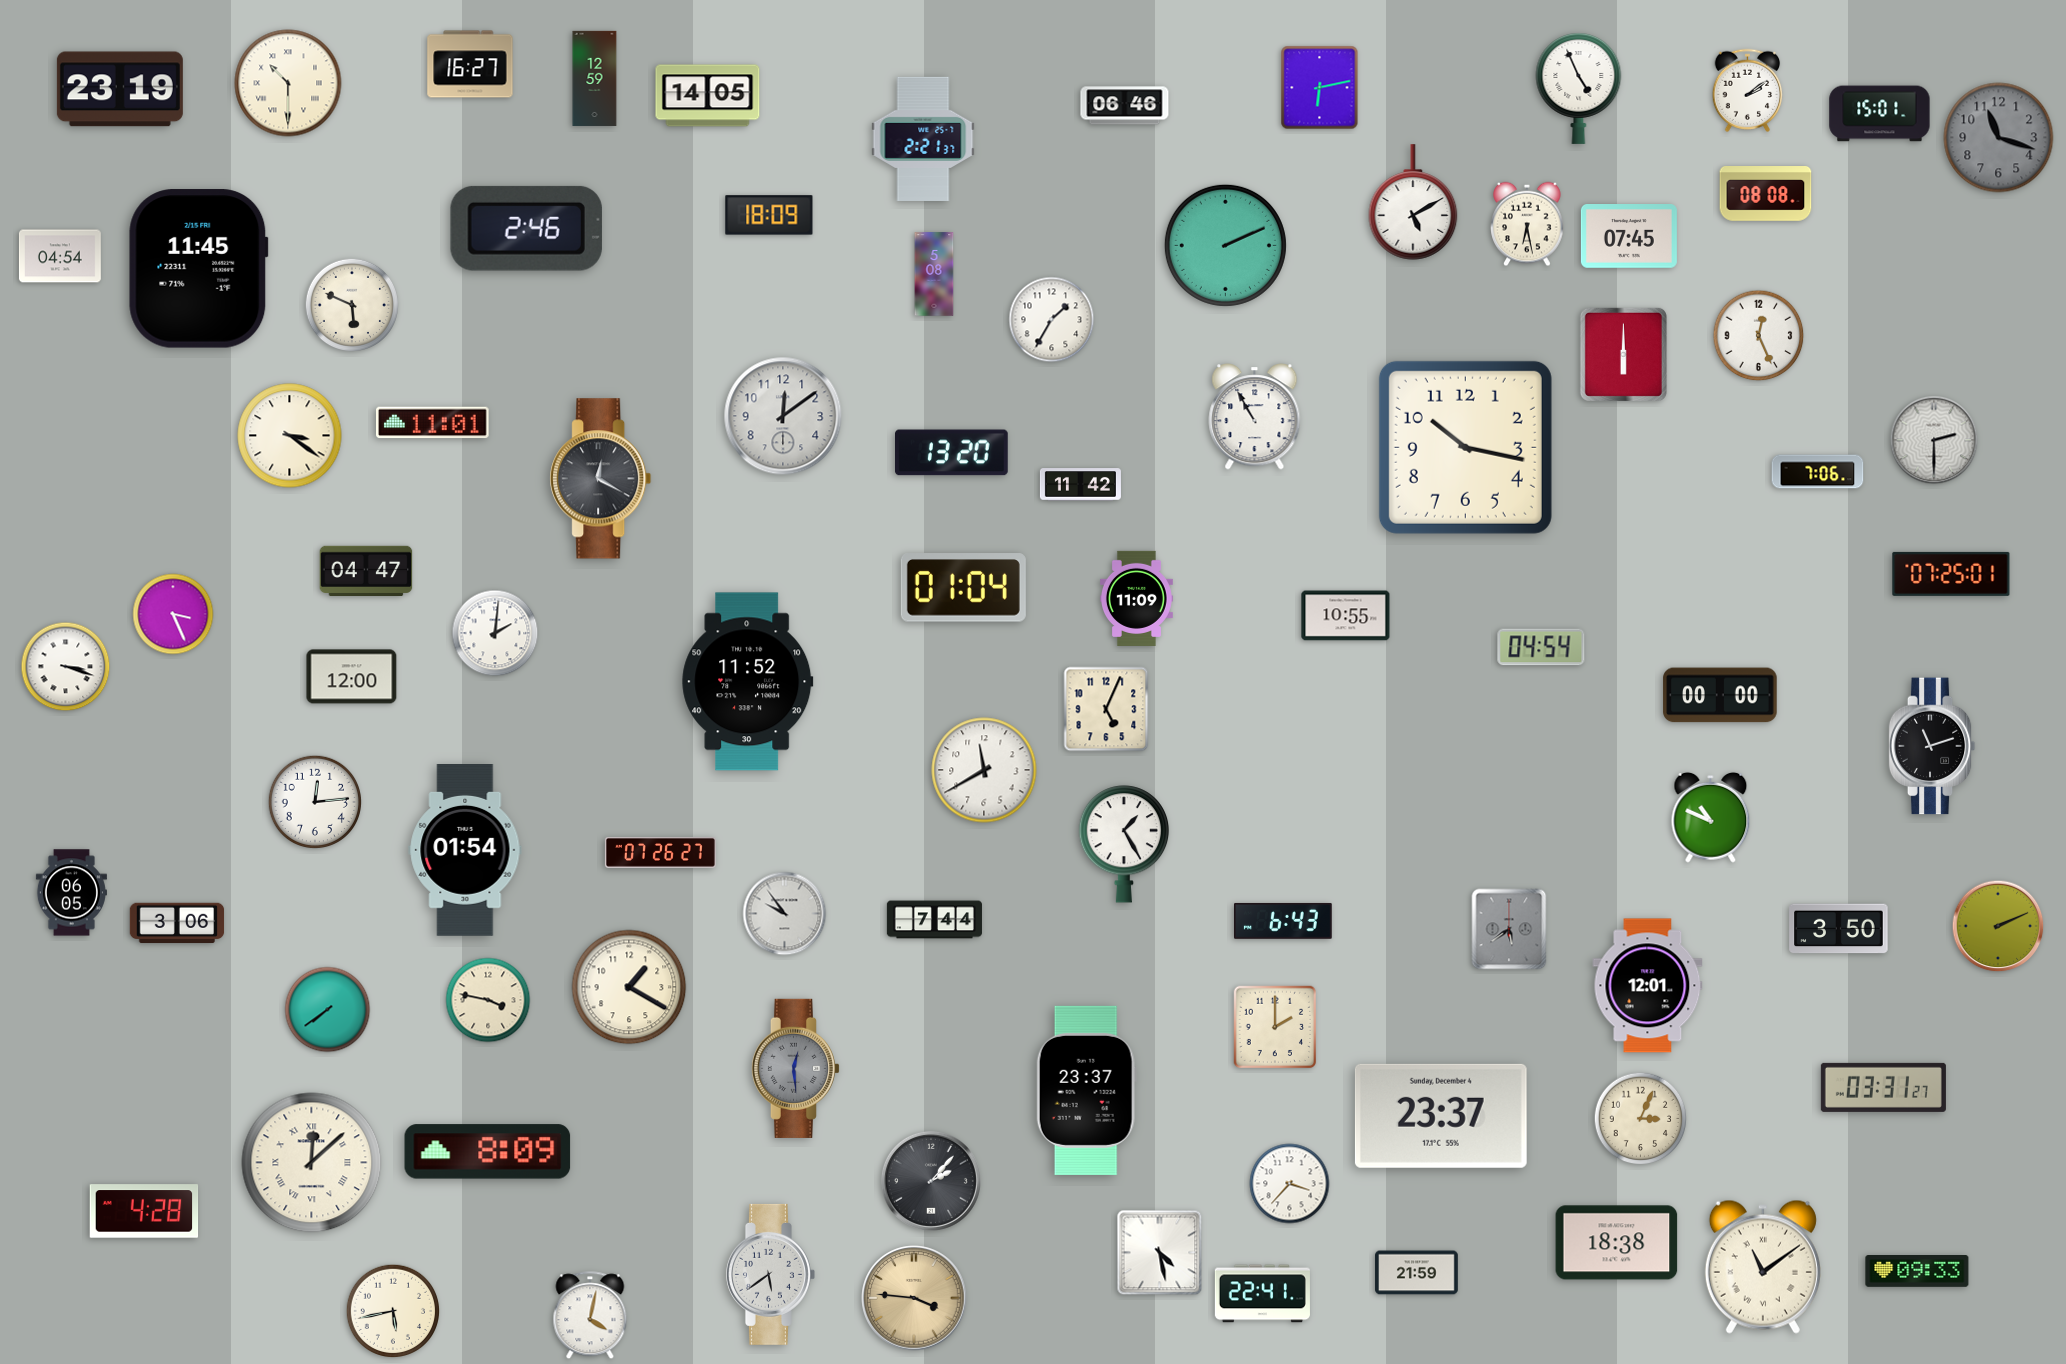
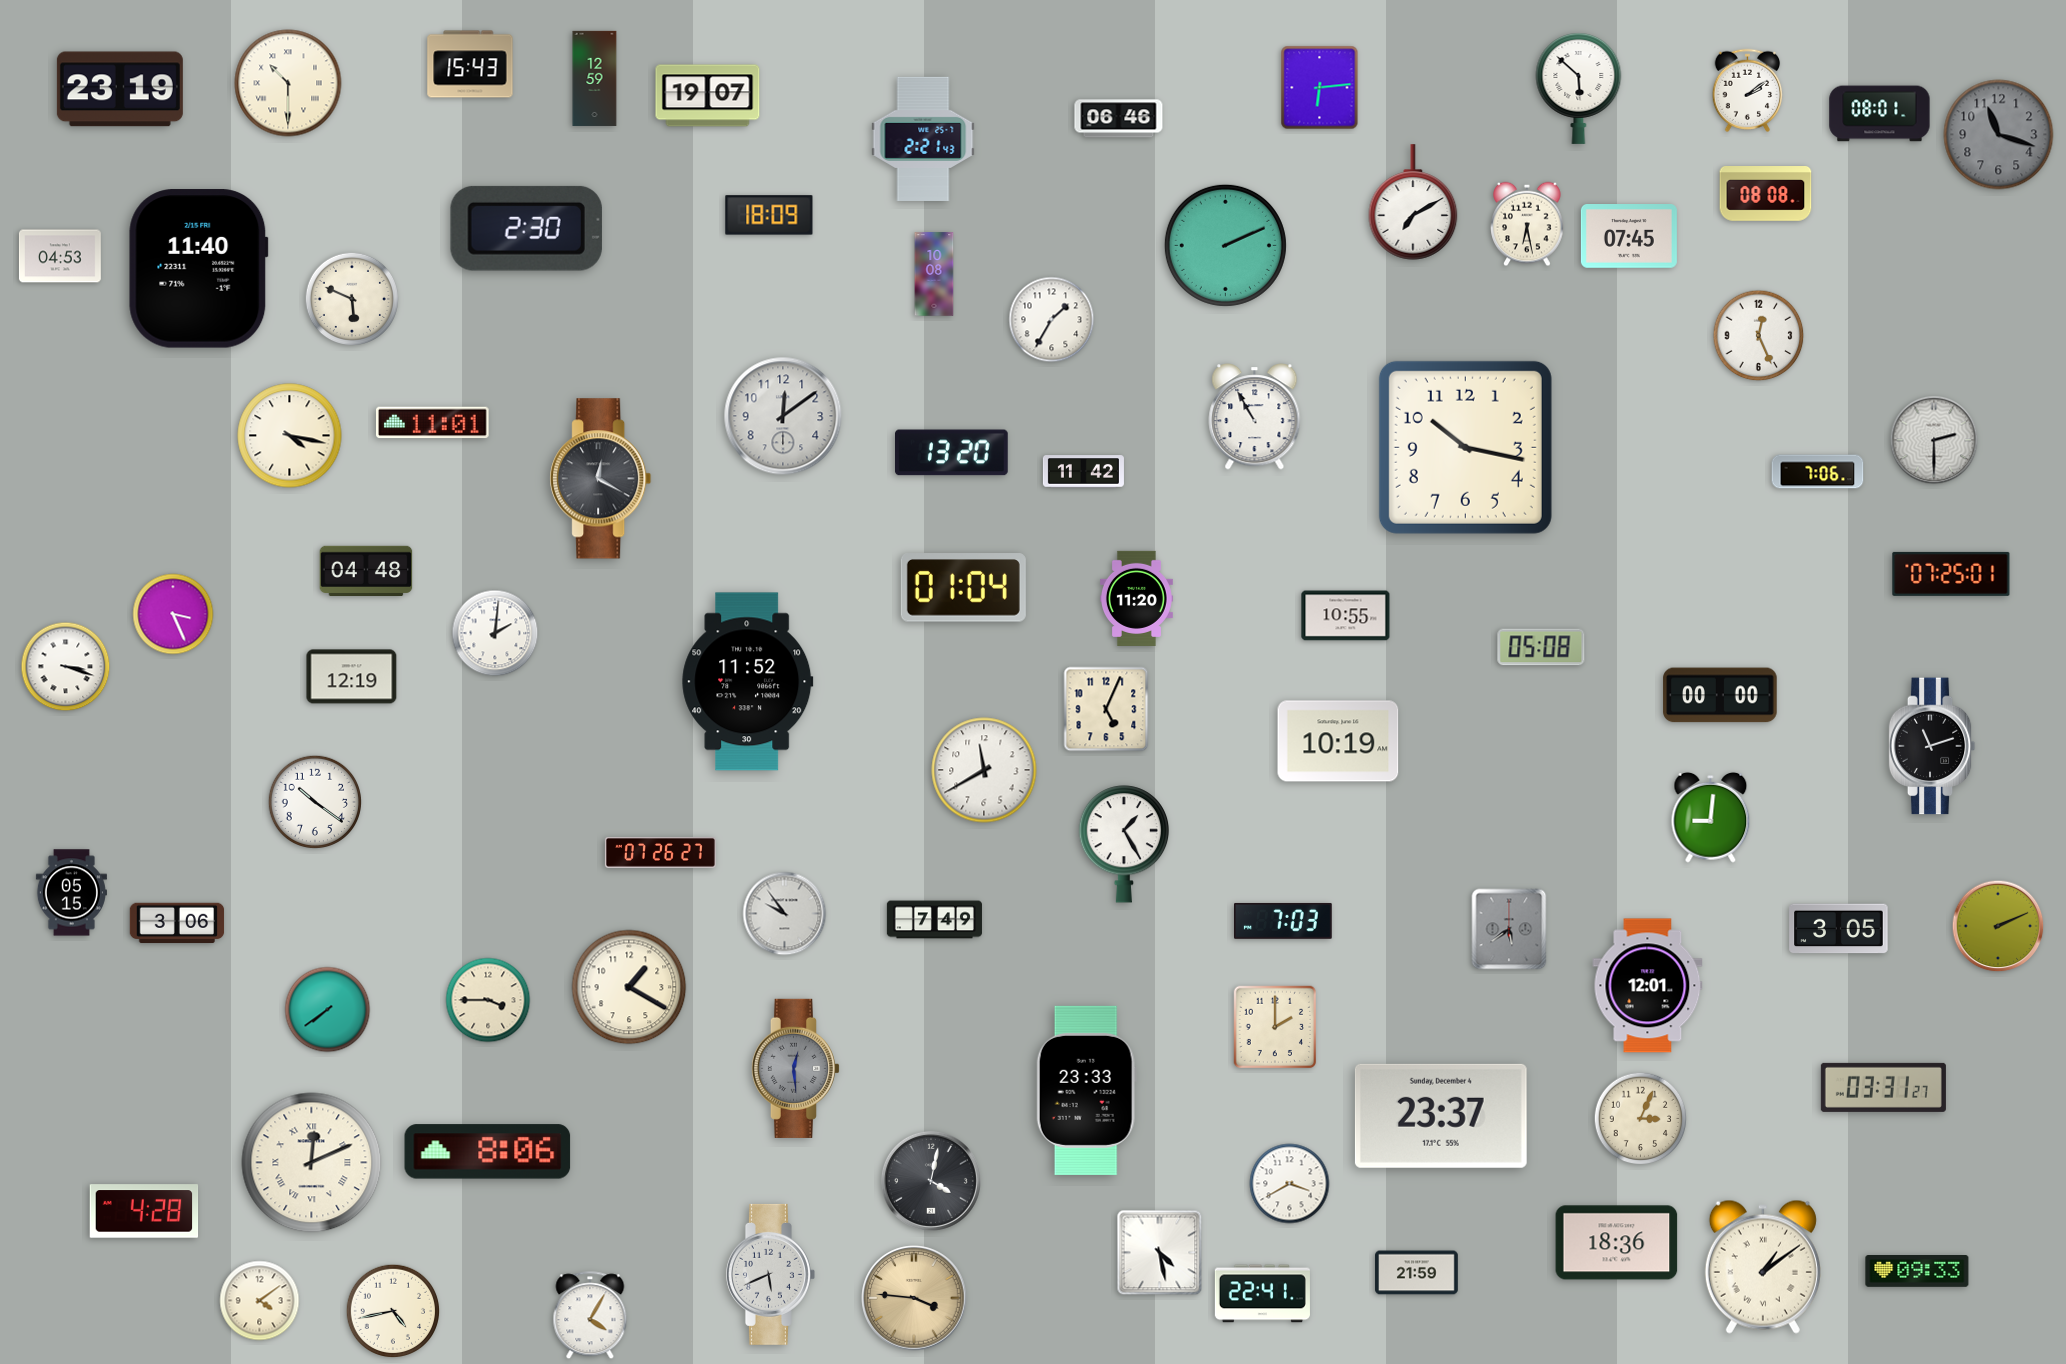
clock at (470, 64): 16:27 -> 15:43
clock at (1320, 88): 6:13 -> 6:14
clock at (1579, 89): 4:56 -> 5:52
clock at (708, 96): 14:05 -> 19:07
clock at (1125, 106) position: (1125, 106) -> (1119, 119)
clock at (1880, 114): 15:01 -> 08:01
clock at (1999, 138) position: (1999, 138) -> (1999, 135)
clock at (923, 139): 2:21:37 -> 2:21:43
clock at (1413, 202): 5:10 -> 7:10
clock at (526, 228): 2:46 -> 2:30
clock at (60, 256): 04:54 -> 04:53
clock at (199, 269): 11:45 -> 11:40
clock at (934, 274): 5:08 -> 10:08
clock at (351, 304) position: (351, 304) -> (351, 298)
clock at (1623, 354): 6:00 -> none
clock at (290, 436): 3:21 -> 4:17
clock at (1080, 485) position: (1080, 485) -> (1083, 472)
clock at (366, 570): 04:47 -> 04:48
clock at (1136, 598): 11:09 -> 11:20
clock at (1541, 647): 04:54 -> 05:08
clock at (352, 677): 12:00 -> 12:19
clock at (1338, 741): none -> 10:19
clock at (314, 801): 12:14 -> 10:21
clock at (1711, 817): 10:49 -> 9:01
clock at (465, 851): 01:54 -> none
clock at (71, 893): 06:05 -> 05:15
clock at (934, 920): 7:44 -> 7:49
clock at (1284, 921): 6:43 -> 7:03
clock at (1839, 929): 3:50 -> 3:05
clock at (488, 1000): 3:47 -> 3:45
clock at (1086, 1090): 23:37 -> 23:33
clock at (488, 1152): 8:09 -> 8:06
clock at (312, 1163): 12:08 -> 12:11
clock at (931, 1181): 2:07 -> 4:02
clock at (1290, 1184): 3:37 -> 3:40
clock at (1617, 1243): 18:38 -> 18:36
clock at (1763, 1267): 11:09 -> 1:09
clock at (770, 1274): 5:39 -> 5:41
clock at (260, 1301): none -> 4:09
clock at (392, 1310): 5:43 -> 4:43
clock at (590, 1316): 4:02 -> 4:05
